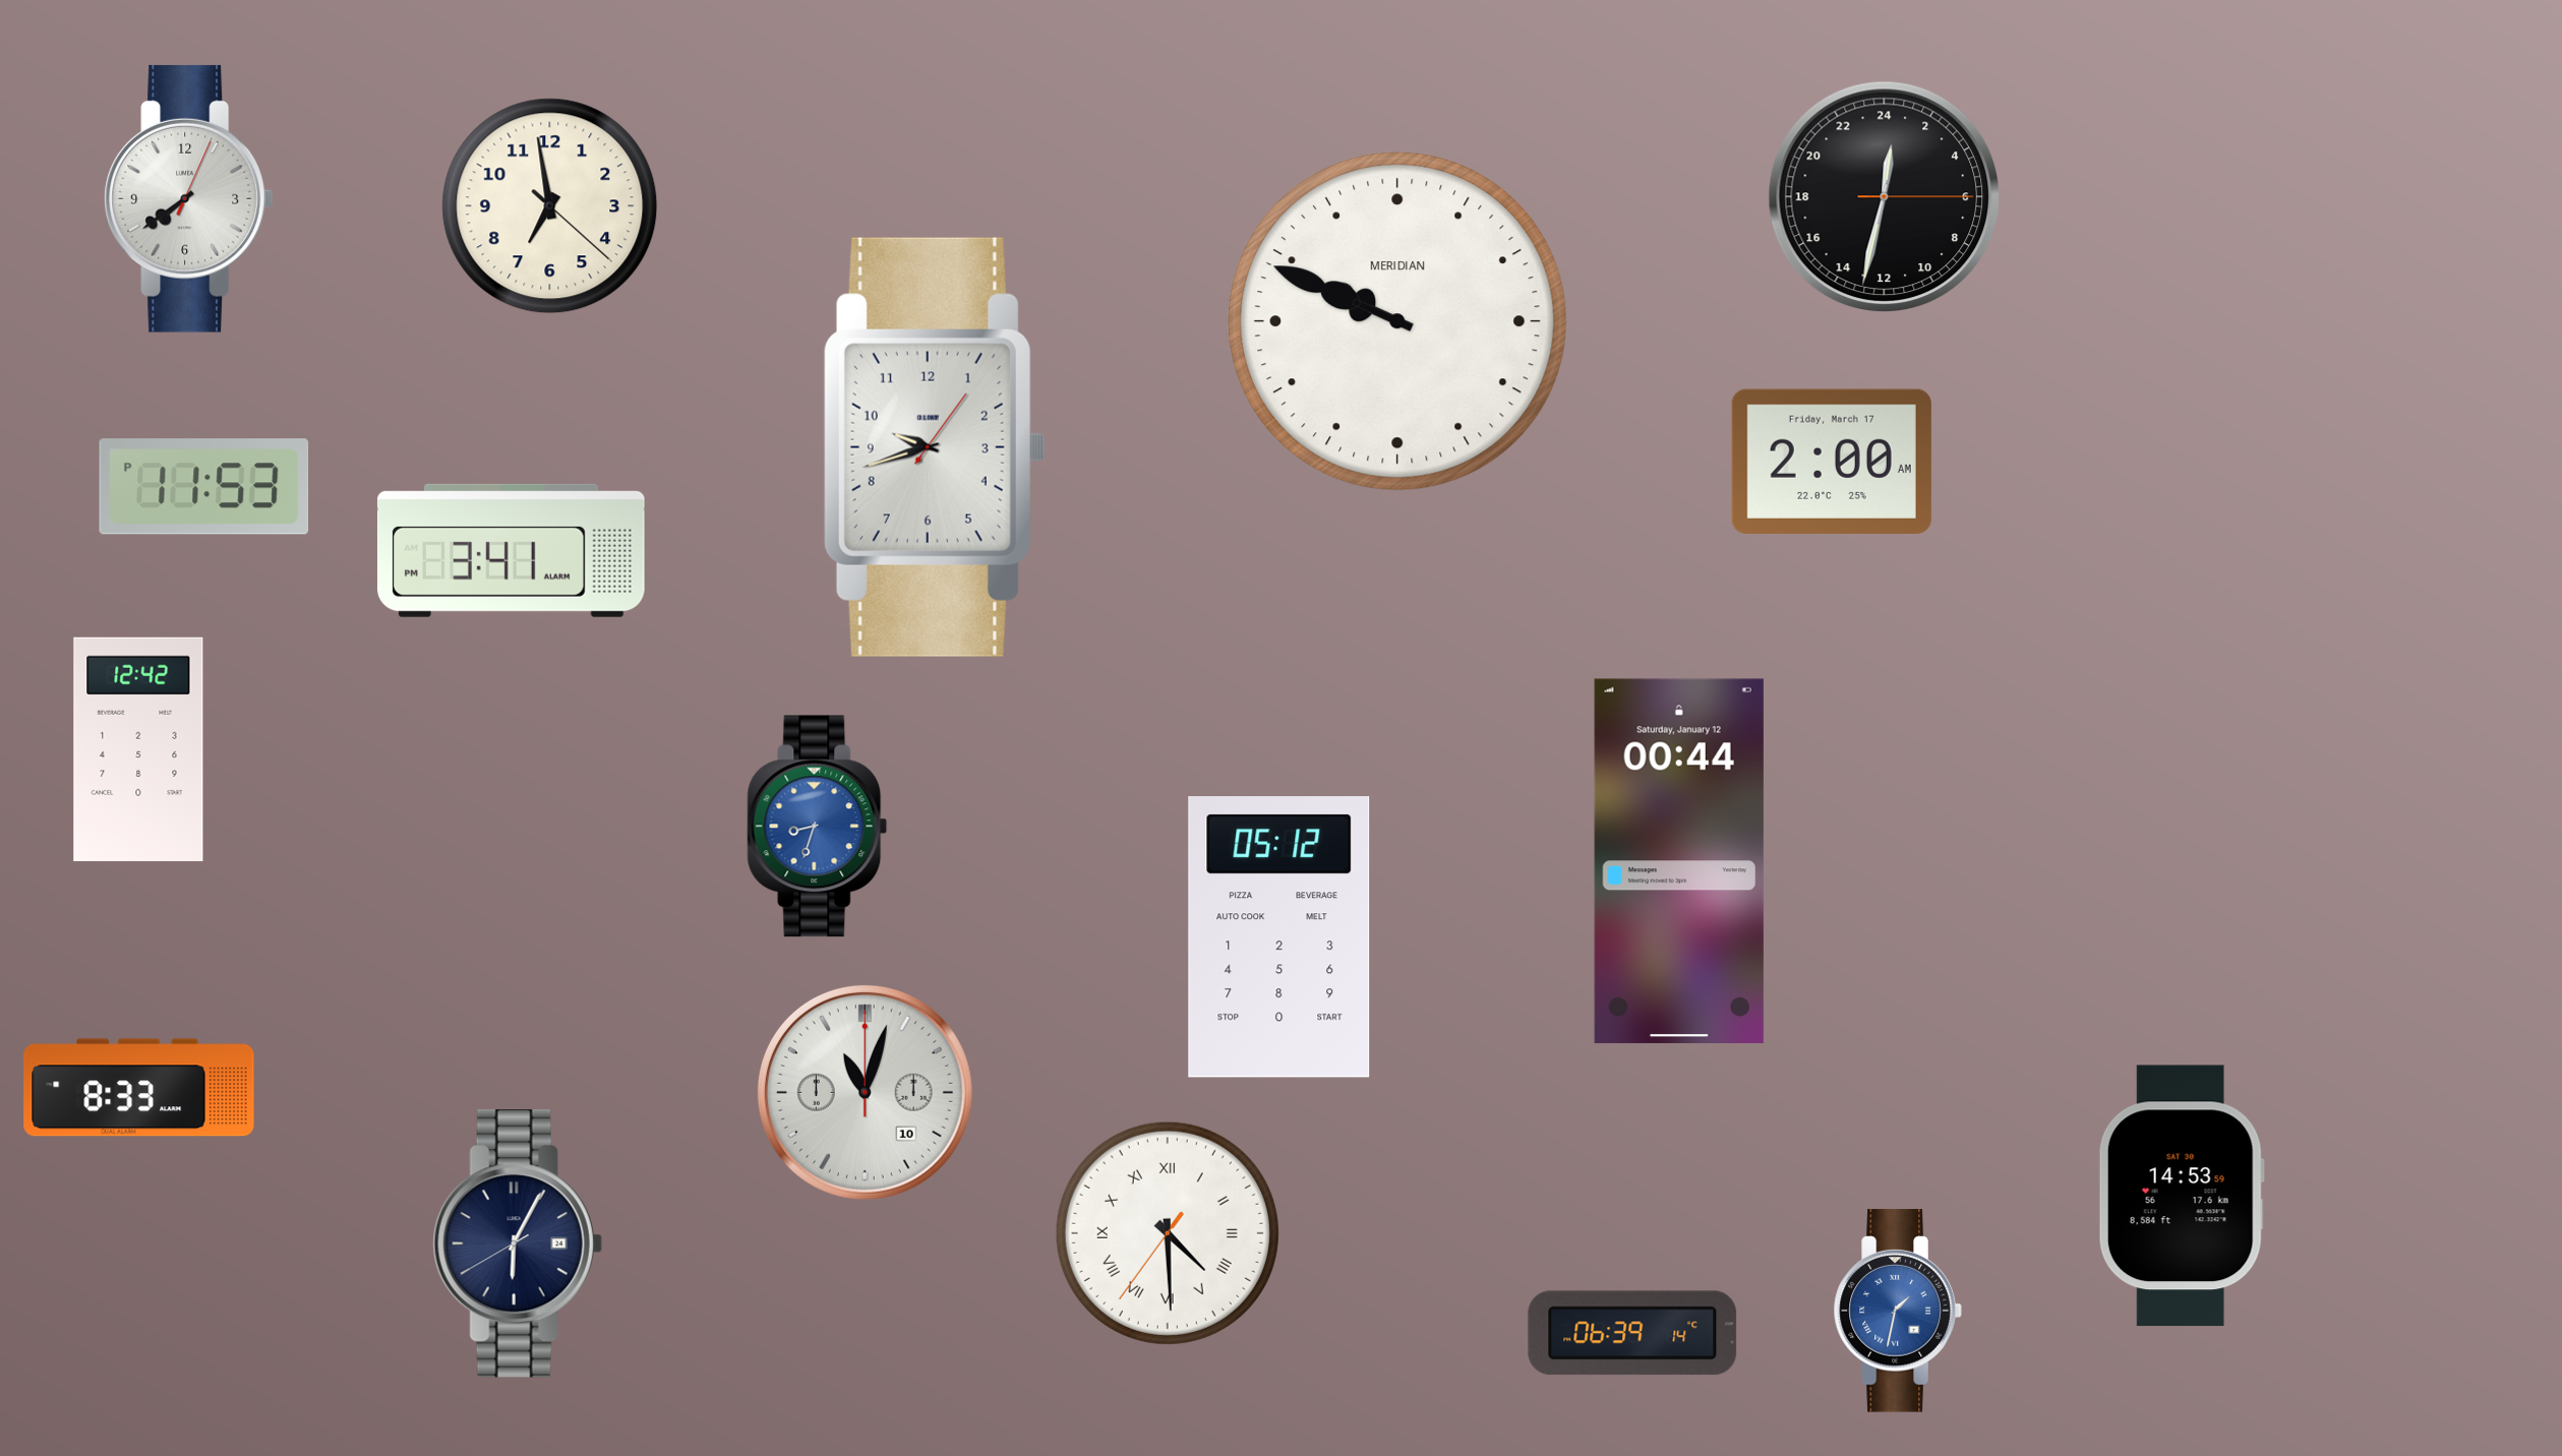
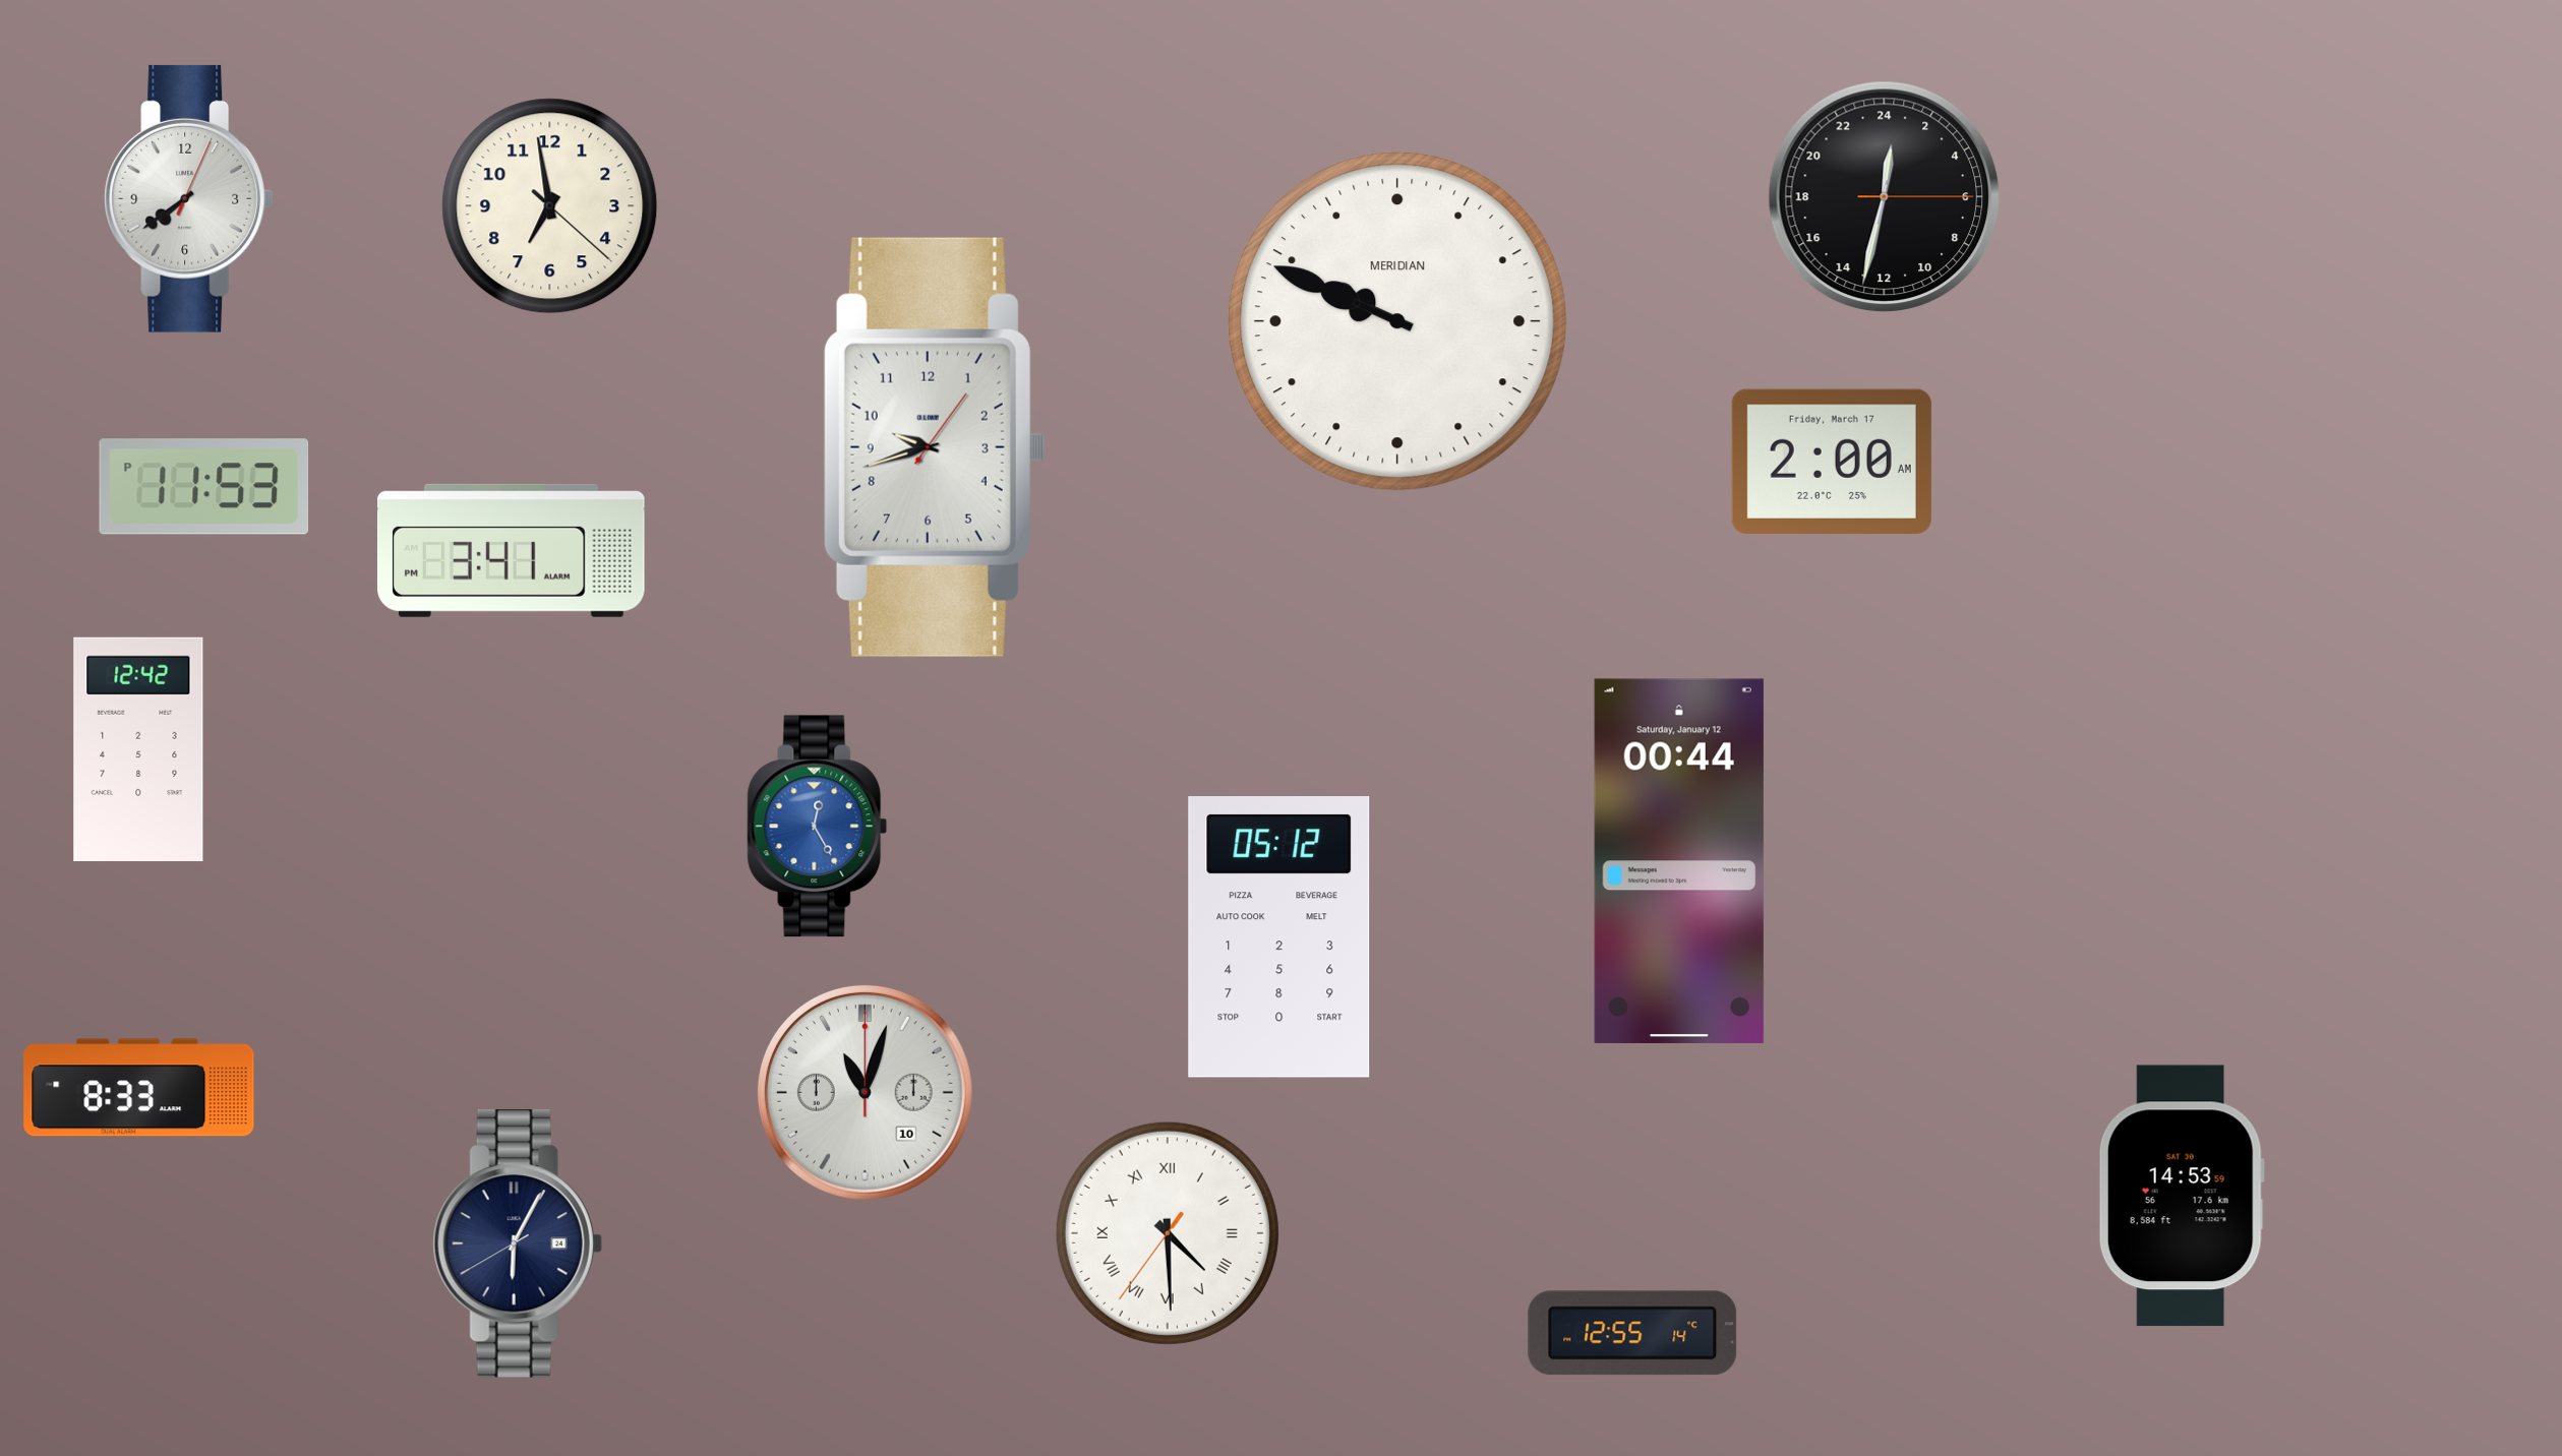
clock at (818, 827): 8:33 -> 12:25
clock at (1898, 1311): 1:32 -> none
clock at (1632, 1333): 06:39 -> 12:55
